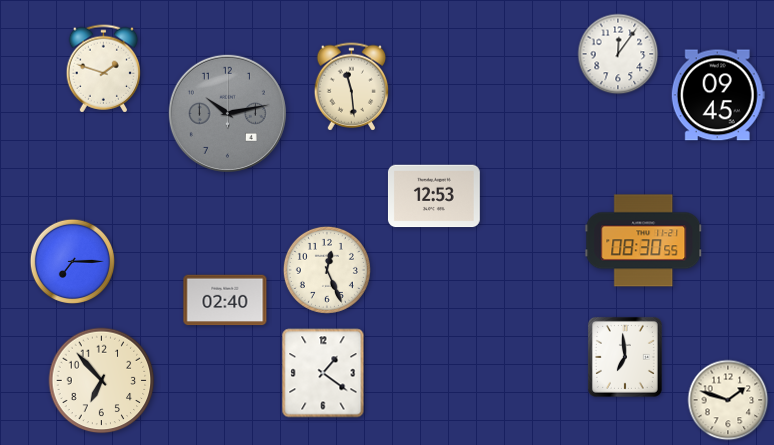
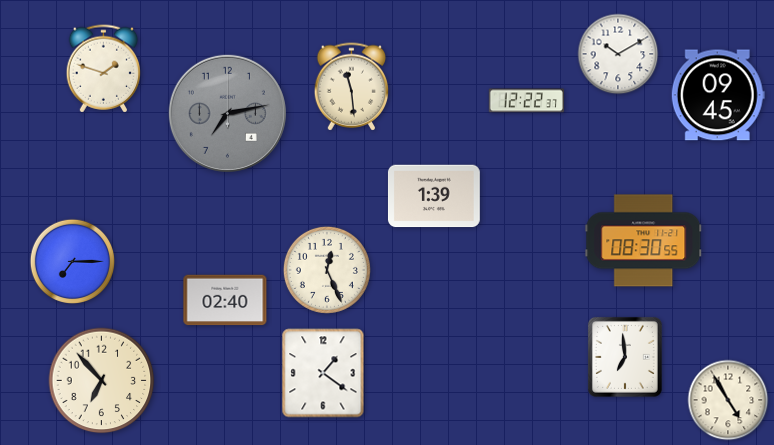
clock at (618, 54): 12:06 -> 10:10
clock at (526, 101): none -> 12:22
clock at (227, 113): 10:13 -> 7:13
clock at (434, 196): 12:53 -> 1:39
clock at (728, 400): 1:48 -> 4:55
